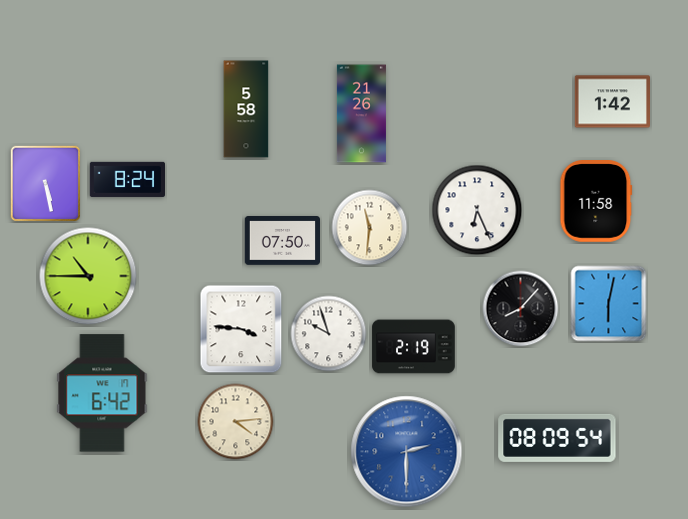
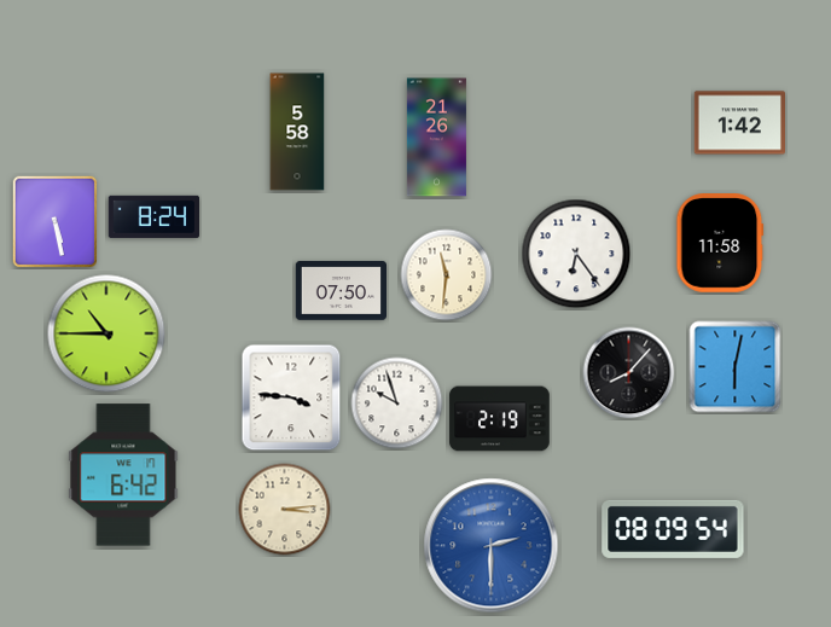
clock at (477, 210): 6:26 -> 6:24
clock at (236, 422): 4:14 -> 3:14
